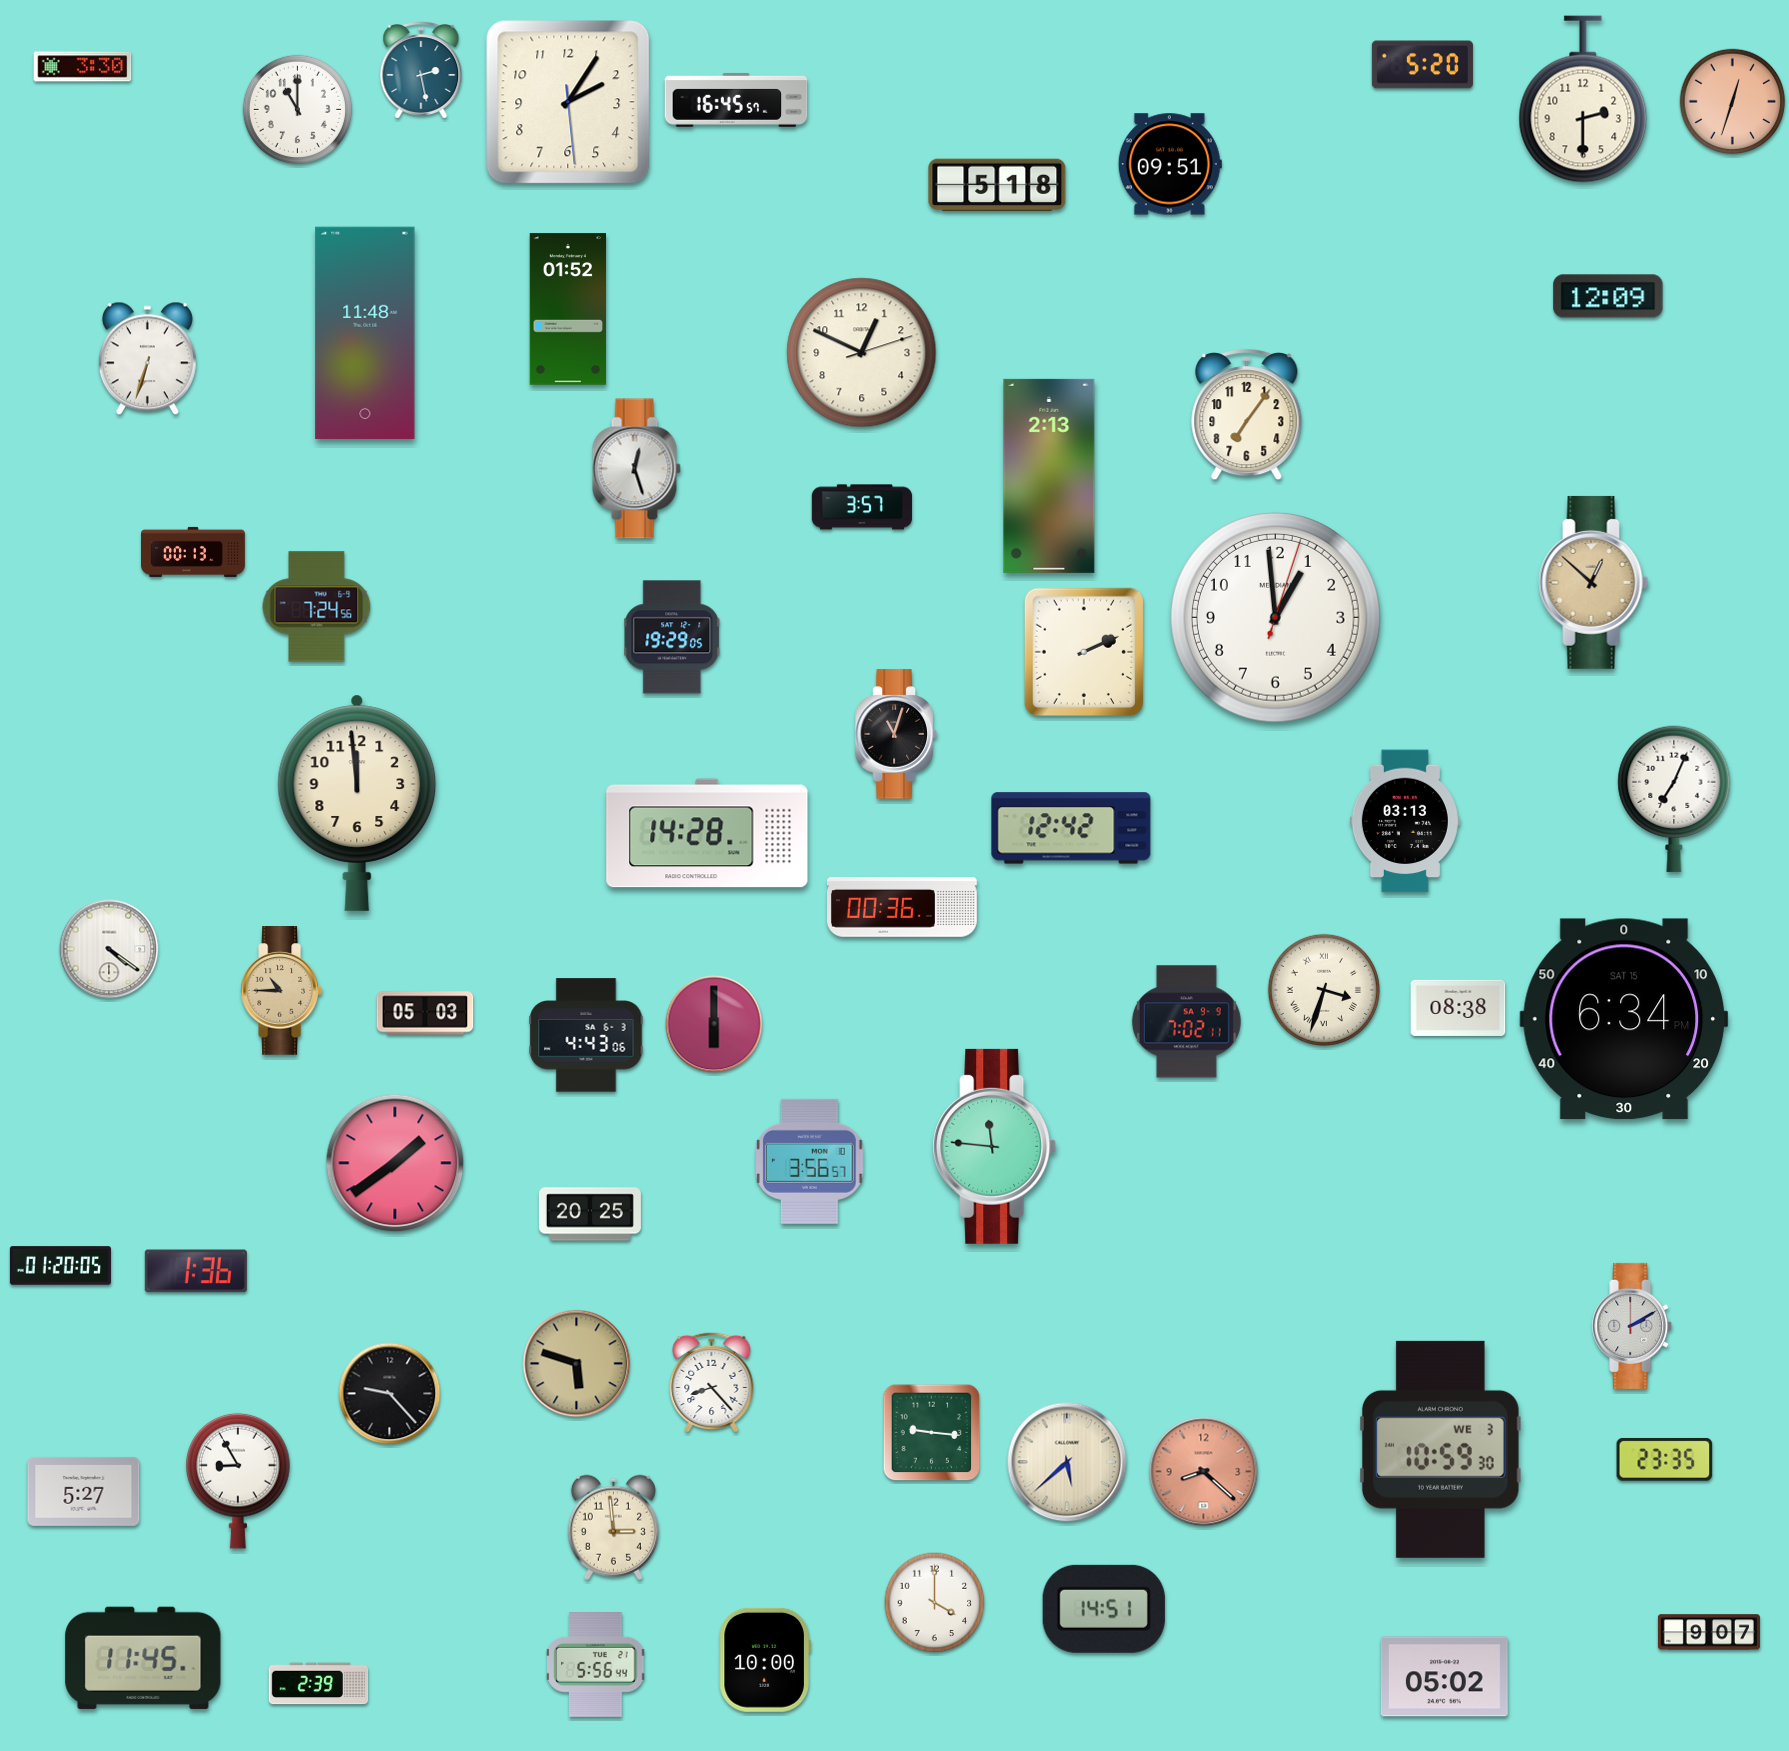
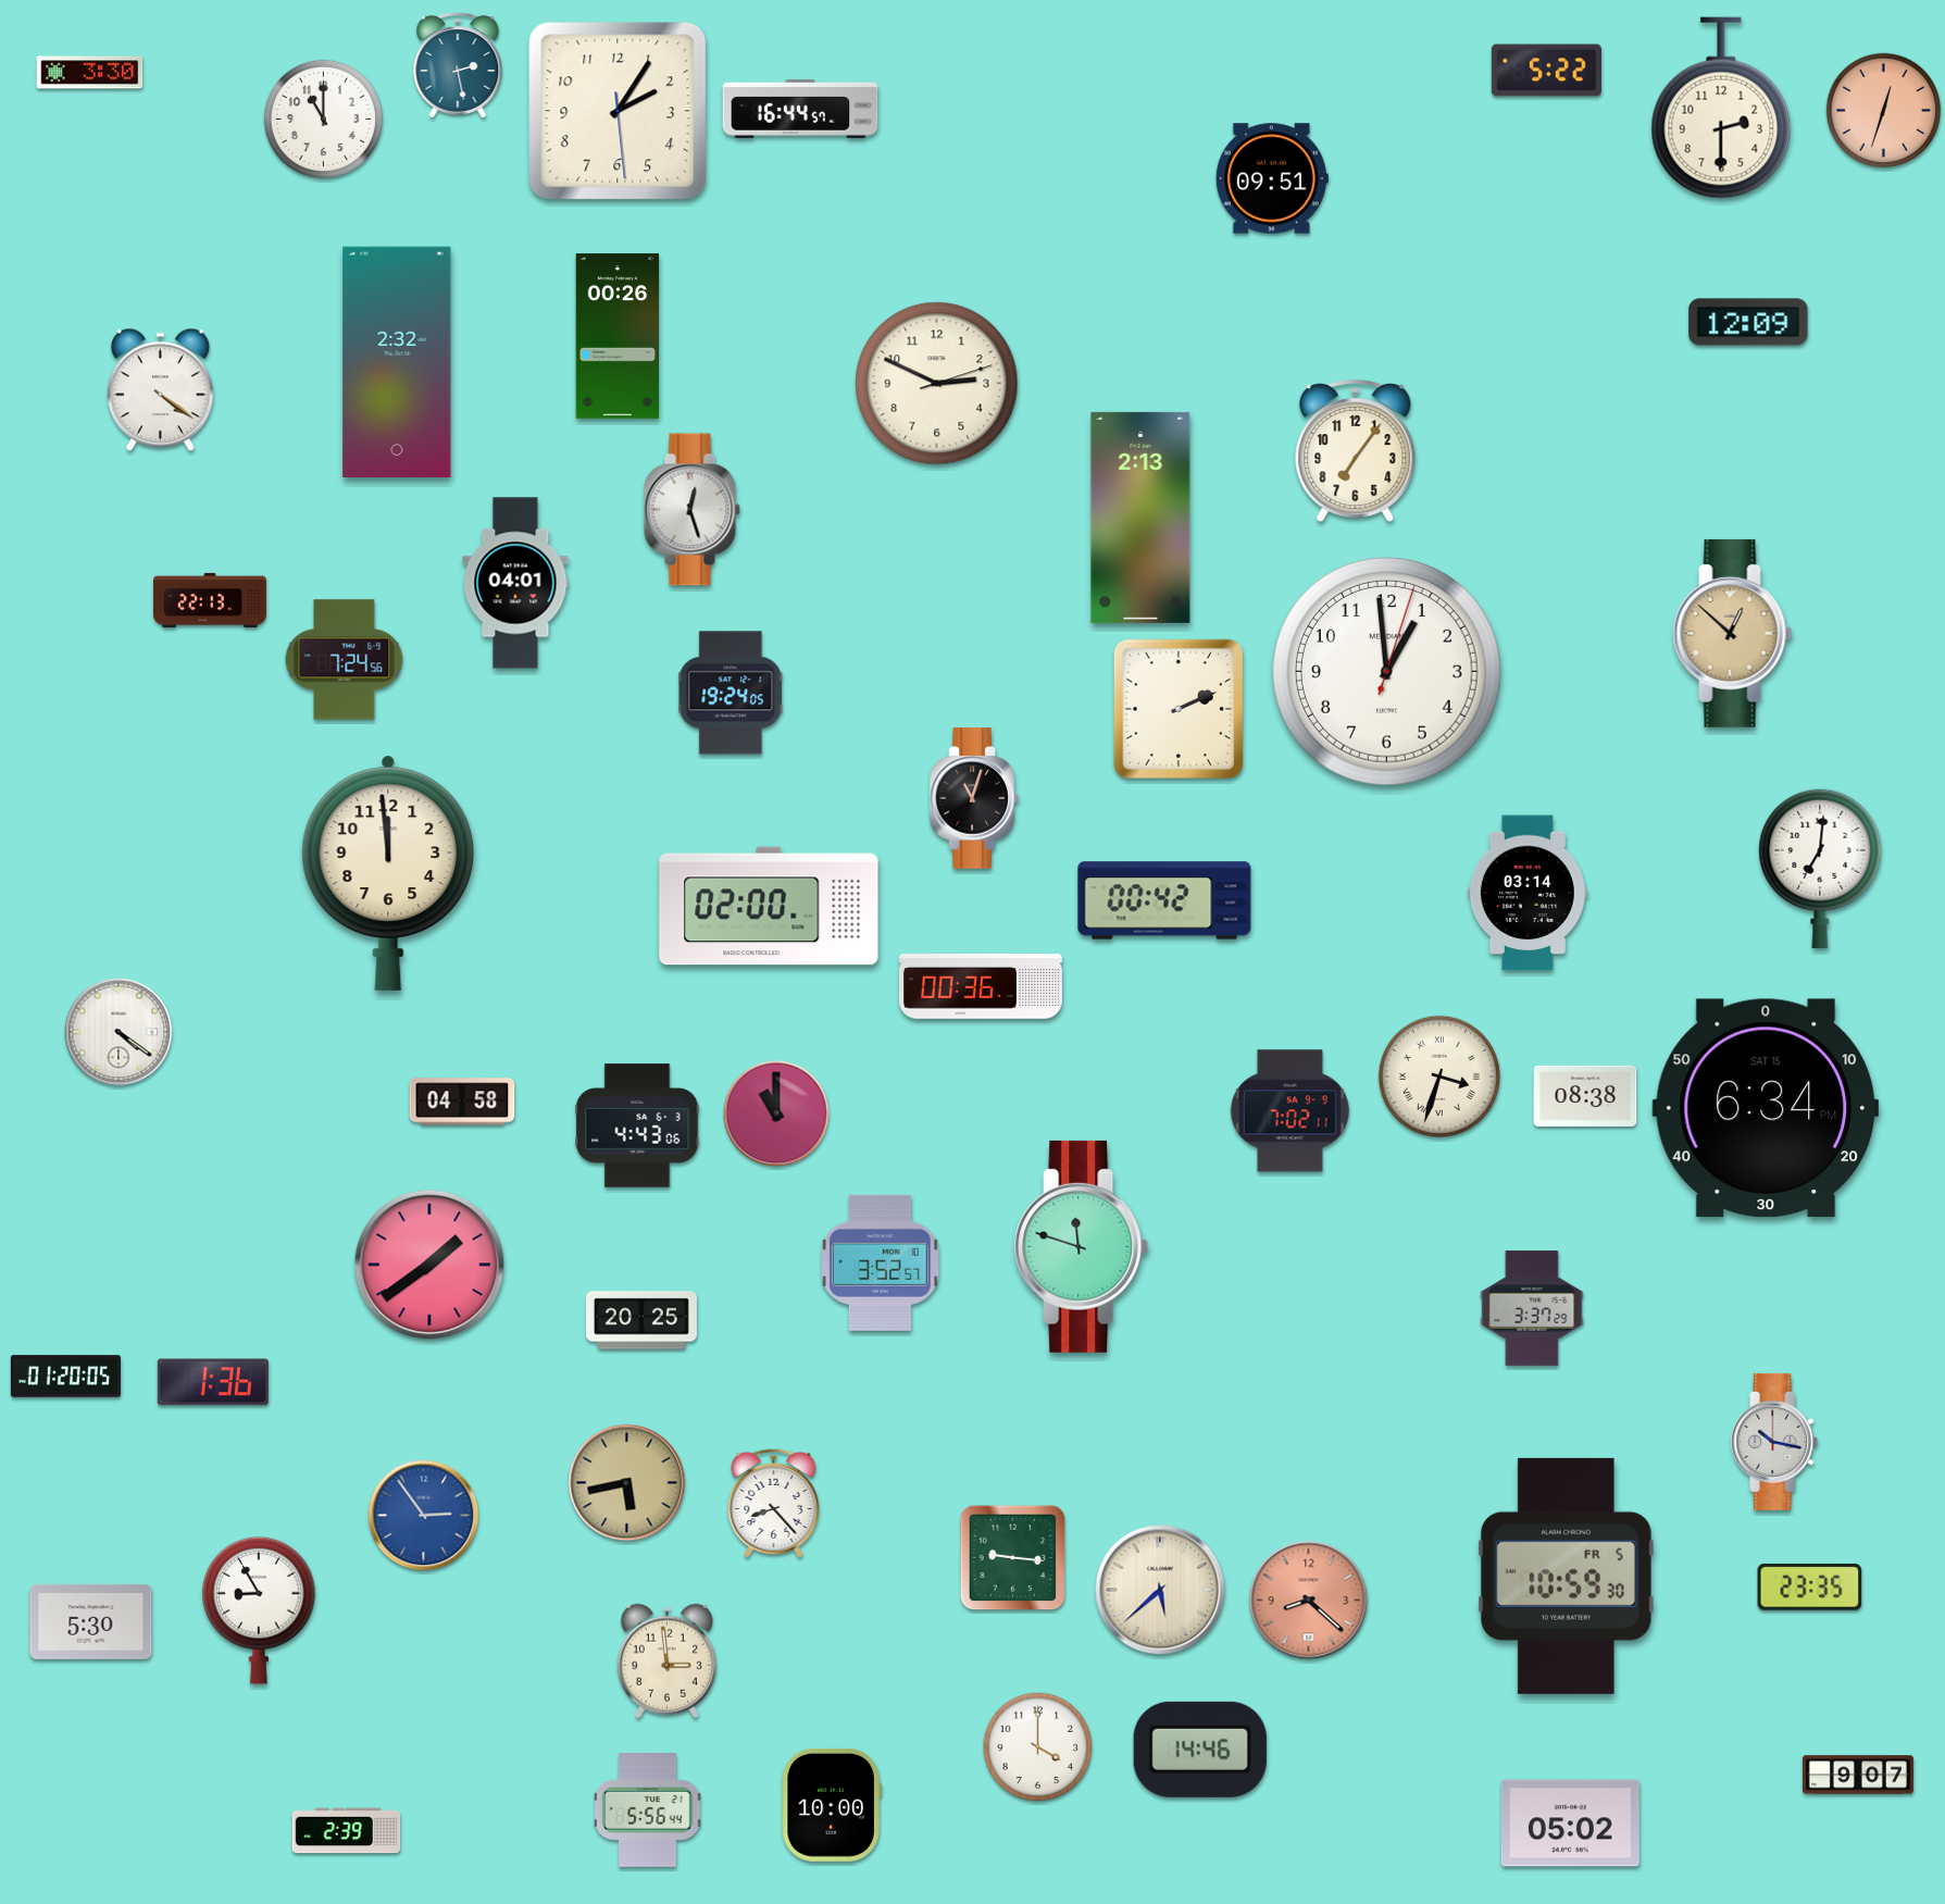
clock at (1422, 65): 5:20 -> 5:22
clock at (421, 71) position: (421, 71) -> (458, 66)
clock at (736, 101): 16:45 -> 16:44
clock at (997, 185): 5:18 -> none
clock at (568, 309): 01:52 -> 00:26
clock at (365, 332): 11:48 -> 2:32
clock at (862, 353): 12:49 -> 2:49
clock at (147, 359): 6:33 -> 4:21
clock at (861, 507): 3:57 -> none
clock at (515, 583): none -> 04:01
clock at (194, 552): 00:13 -> 22:13
clock at (673, 637): 19:29 -> 19:24
clock at (1674, 799): 7:04 -> 7:01
clock at (1405, 821): 03:13 -> 03:14
clock at (1071, 828): 12:42 -> 00:42
clock at (707, 833): 14:28 -> 02:00
clock at (281, 991): 10:45 -> none
clock at (425, 1013): 05:03 -> 04:58
clock at (714, 1024): 6:00 -> 11:00
clock at (995, 1146): 11:46 -> 11:48
clock at (810, 1161): 3:56 -> 3:52
clock at (1532, 1308): none -> 3:37
clock at (1633, 1326): 2:10 -> 10:17
clock at (577, 1364): 5:48 -> 5:43
clock at (390, 1394): 9:23 -> 2:54
clock at (390, 1394) dial: black -> blue
clock at (1440, 1449) date: WE 3 -> FR 5
clock at (84, 1491): 5:27 -> 5:30
clock at (935, 1603) position: (935, 1603) -> (1038, 1747)
clock at (1104, 1609): 14:51 -> 14:46
clock at (143, 1658): 11:45 -> none
